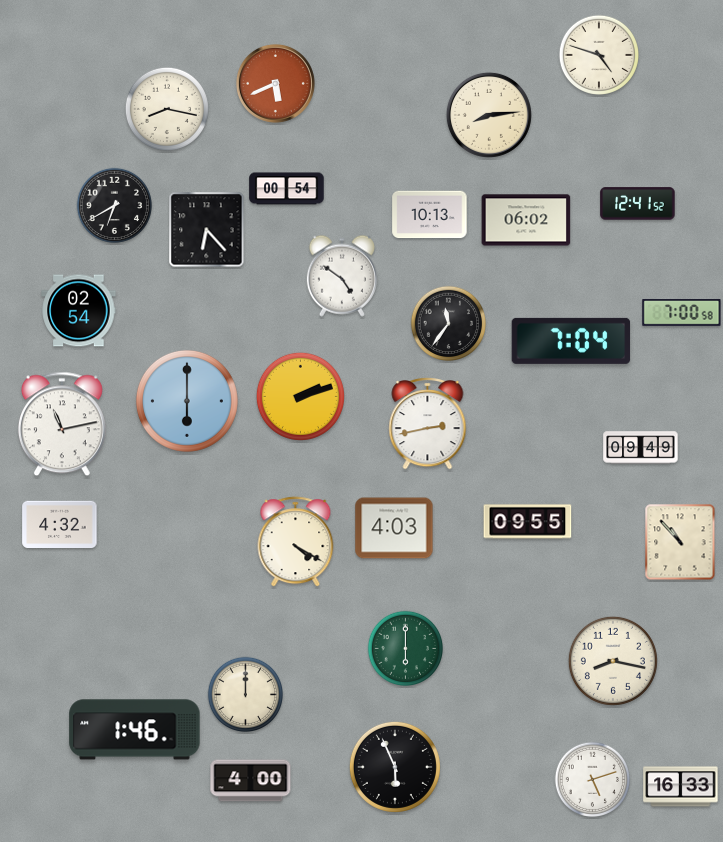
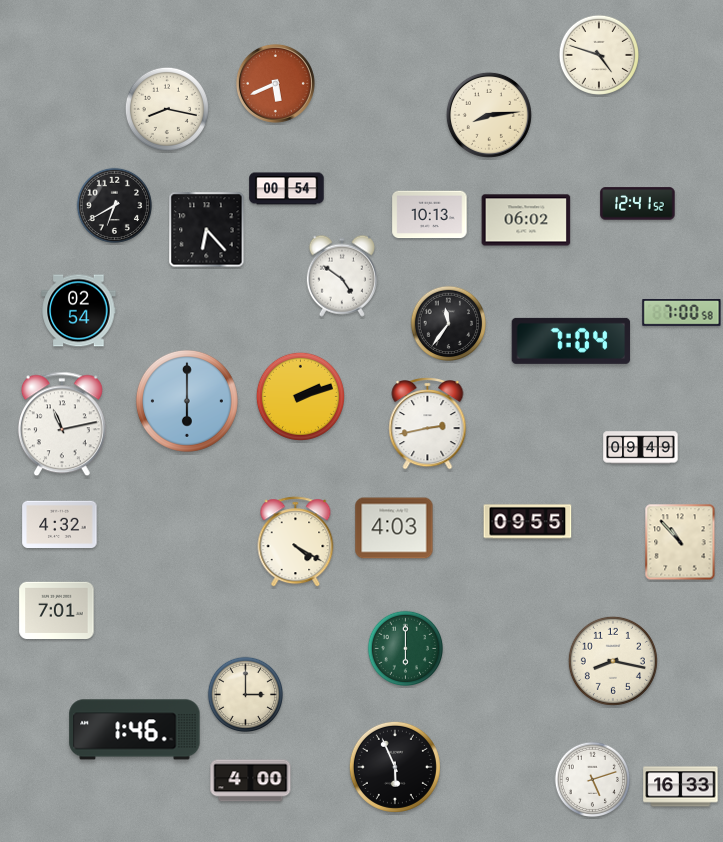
clock at (57, 610): none -> 7:01
clock at (246, 695): 12:00 -> 3:00
